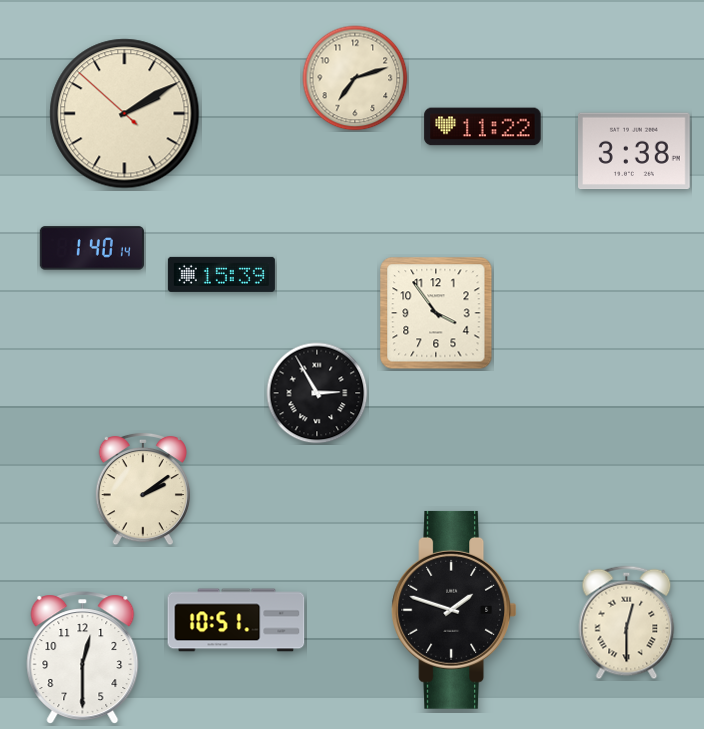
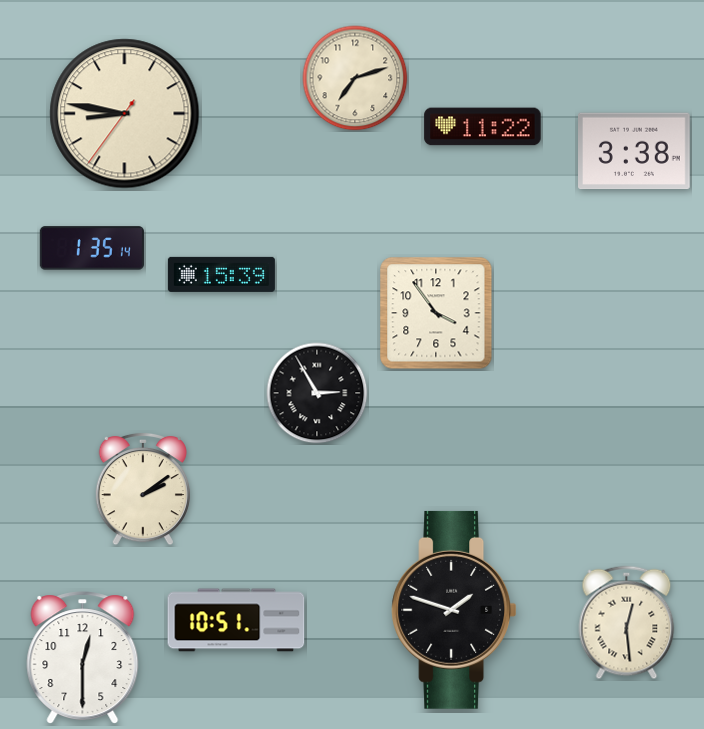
clock at (125, 114): 2:09 -> 8:46
clock at (92, 248): 1:40 -> 1:35
clock at (627, 623): 12:30 -> 12:29
